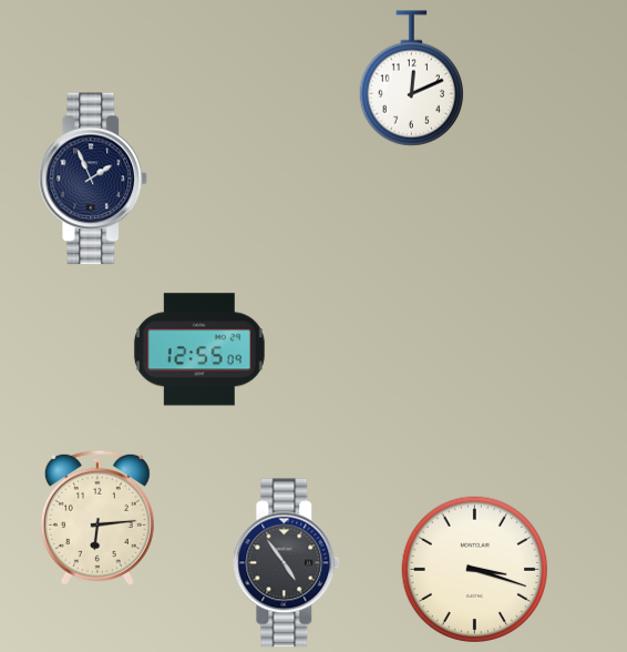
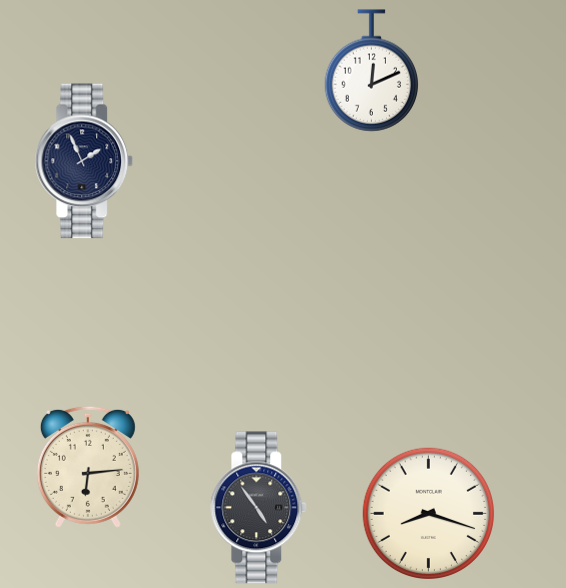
clock at (199, 349): 12:55 -> none
clock at (474, 569): 3:18 -> 8:18
